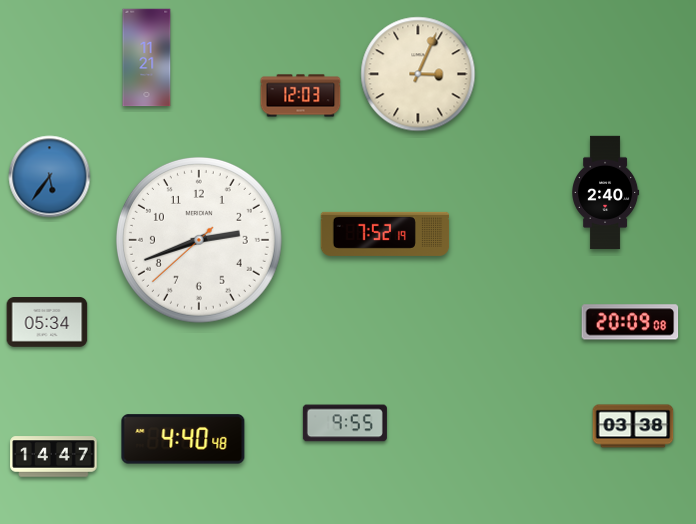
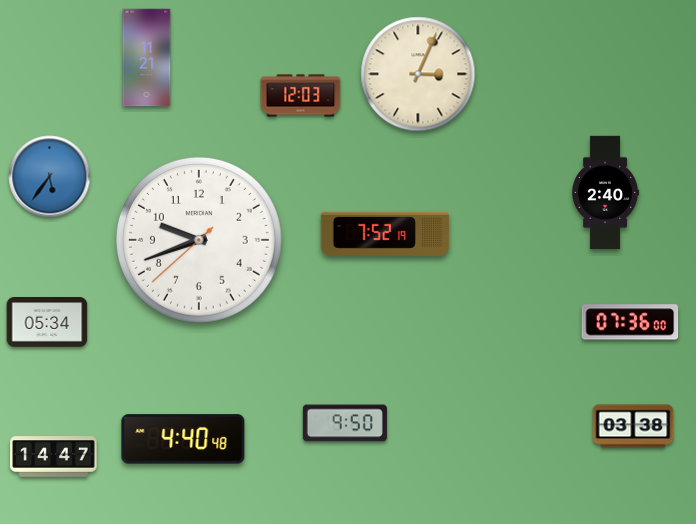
clock at (199, 240): 2:41 -> 9:41
clock at (630, 322): 20:09 -> 07:36
clock at (345, 423): 9:55 -> 9:50
